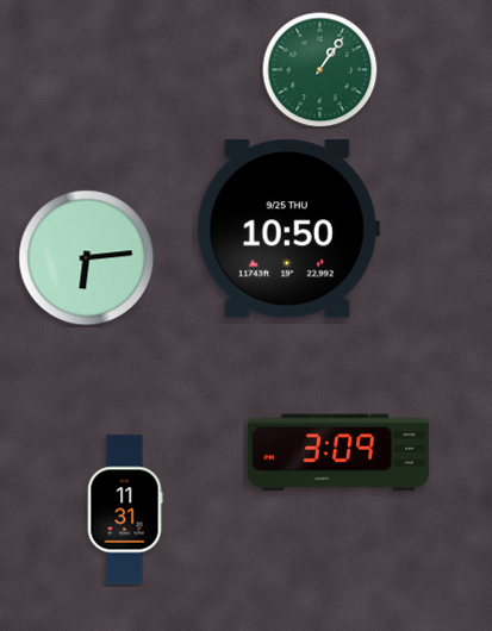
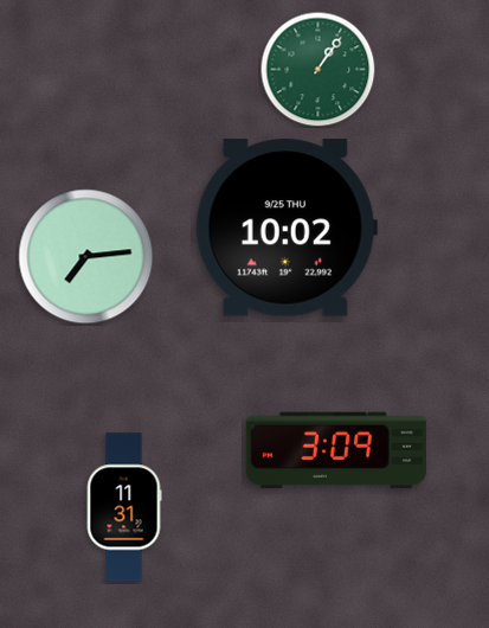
clock at (288, 229): 10:50 -> 10:02
clock at (87, 258): 6:14 -> 7:14
